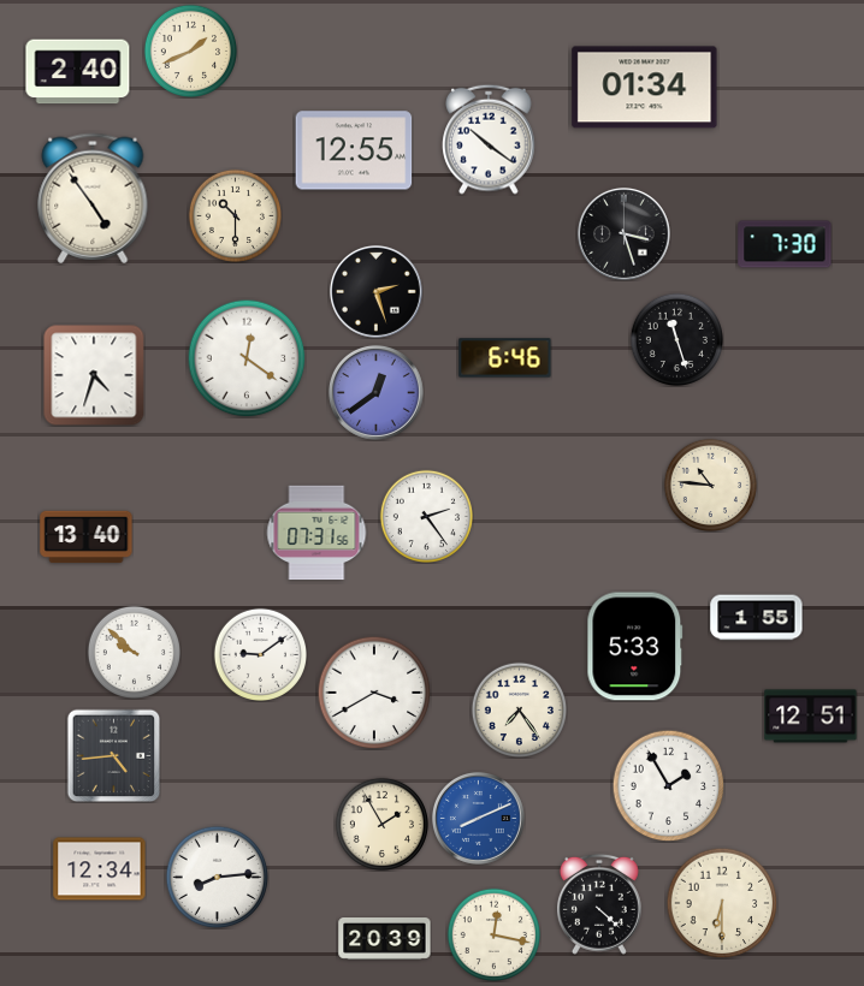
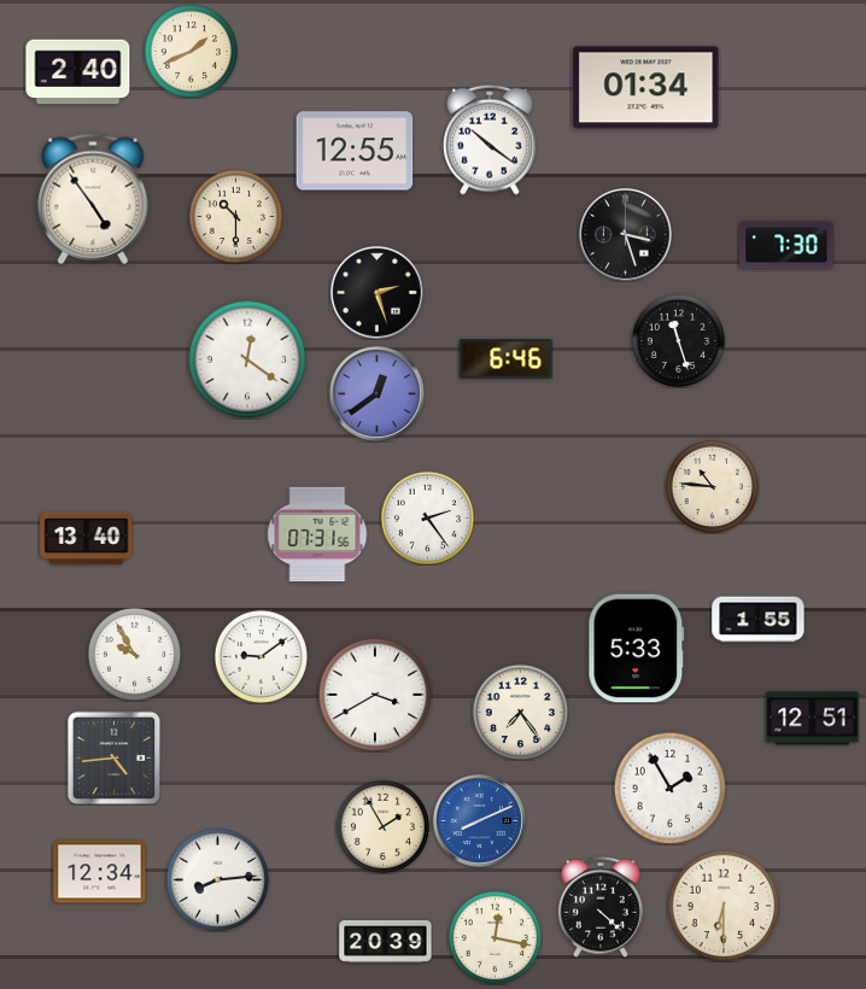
clock at (94, 375): 4:33 -> none
clock at (134, 652): 9:52 -> 9:55
